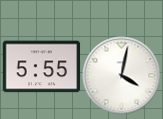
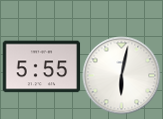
clock at (121, 75): 4:02 -> 6:02
